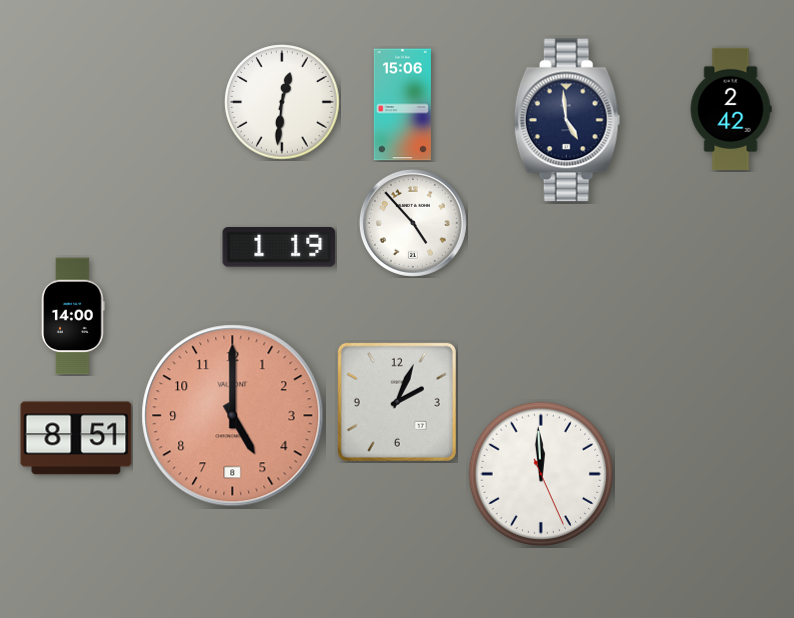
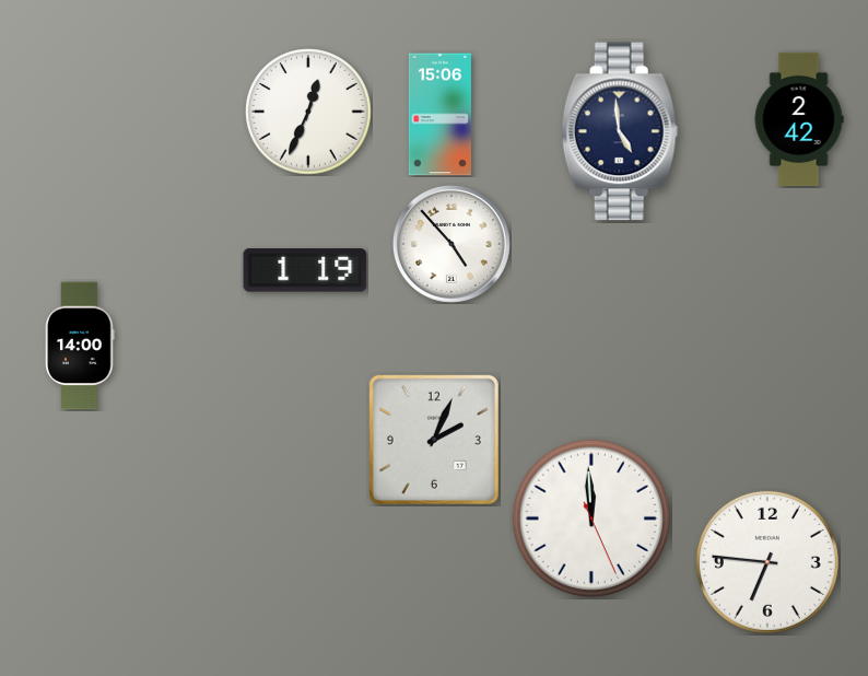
clock at (282, 102): 12:31 -> 12:34
clock at (233, 416): 5:00 -> none
clock at (76, 438): 8:51 -> none
clock at (767, 562): none -> 6:46
